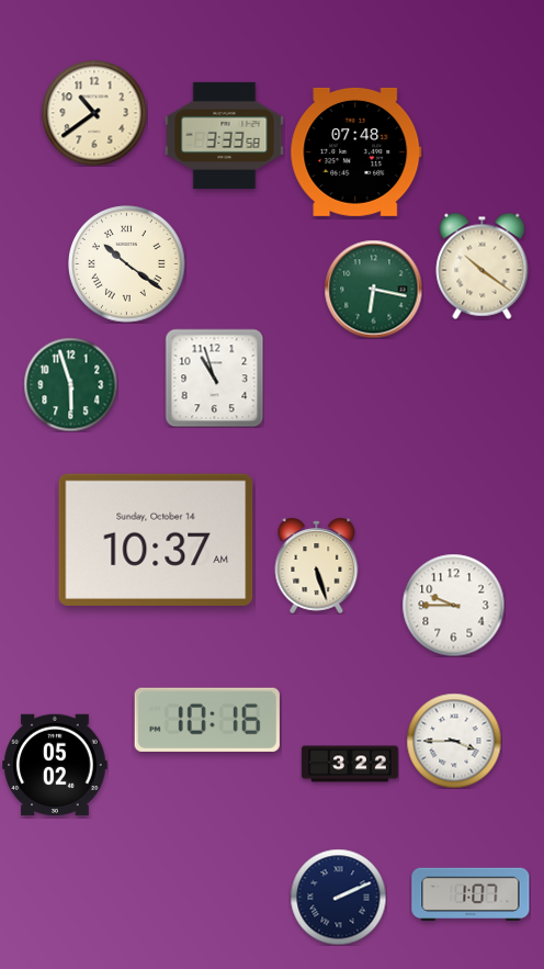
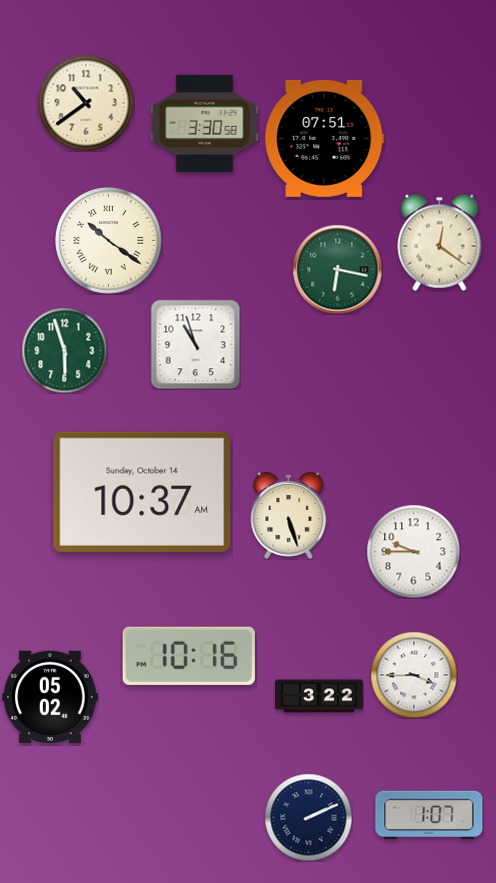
clock at (225, 135): 3:33 -> 3:30
clock at (356, 151): 07:48 -> 07:51
clock at (127, 264) position: (127, 264) -> (109, 241)
clock at (483, 266): 10:21 -> 12:21
clock at (373, 289) position: (373, 289) -> (337, 269)
